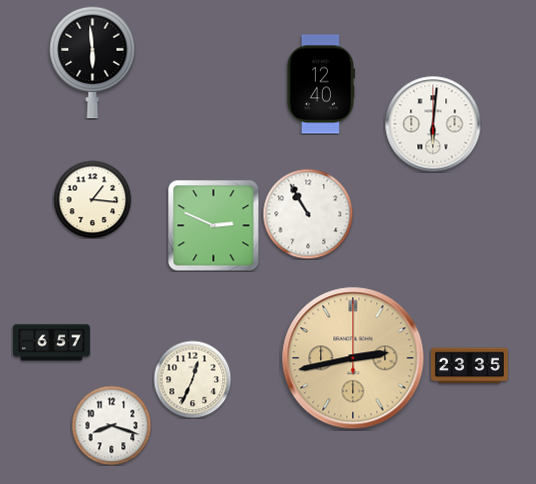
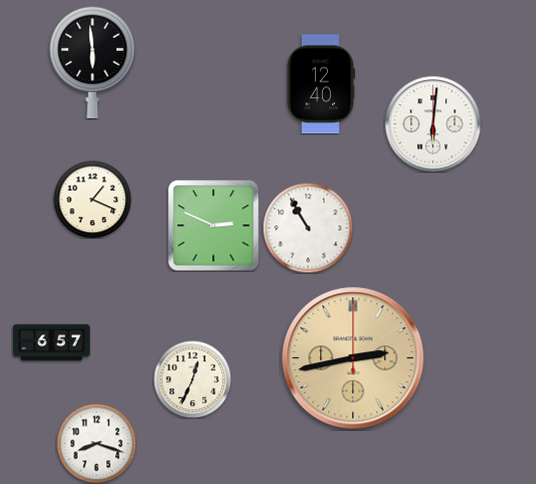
clock at (92, 199): 1:16 -> 1:19
clock at (308, 214) position: (308, 214) -> (308, 228)
clock at (470, 366): 23:35 -> none
clock at (111, 425) position: (111, 425) -> (96, 443)
